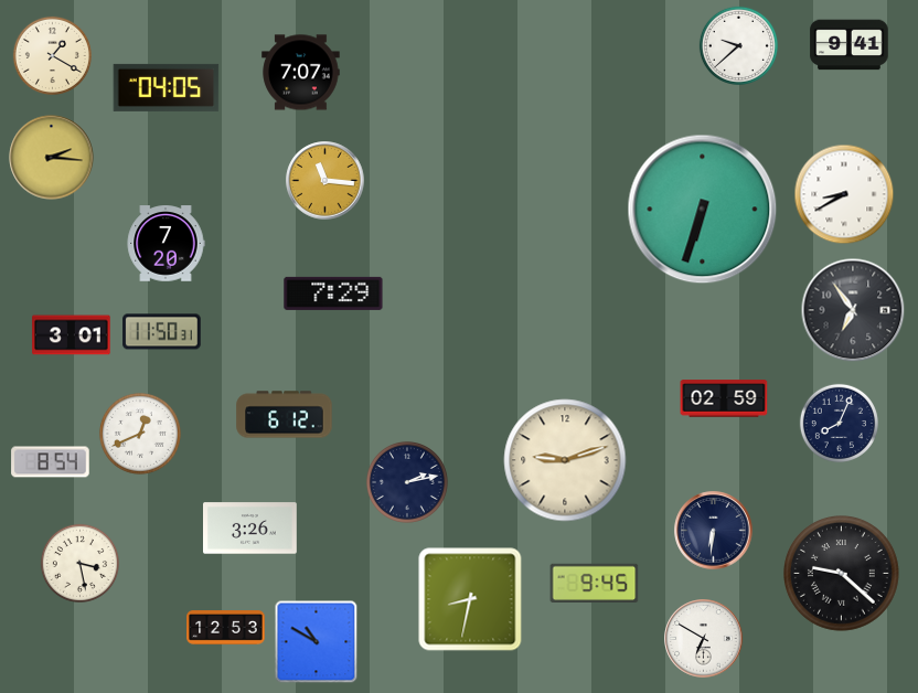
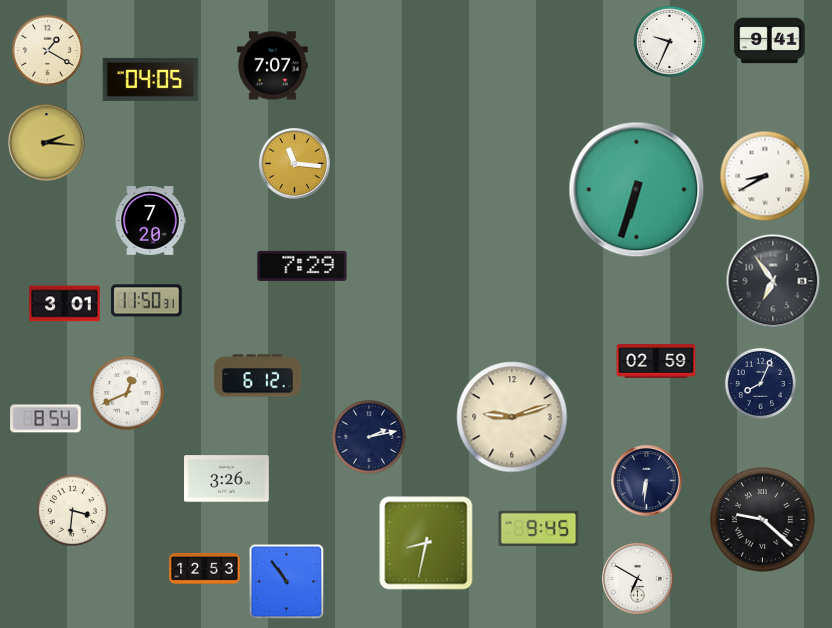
clock at (738, 45): 9:38 -> 9:34
clock at (79, 563): 3:28 -> 3:31
clock at (317, 642): 10:50 -> 10:54
